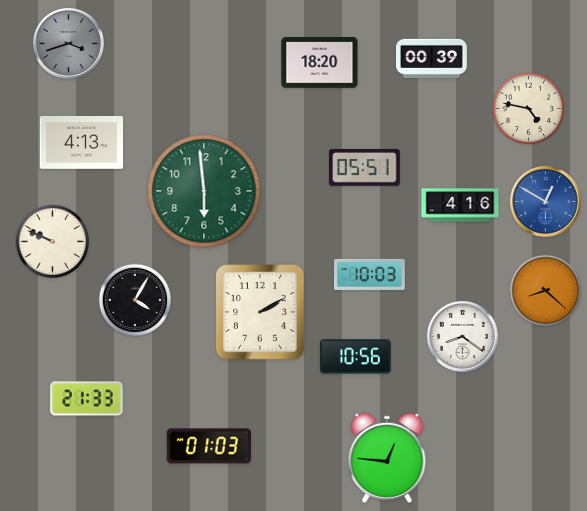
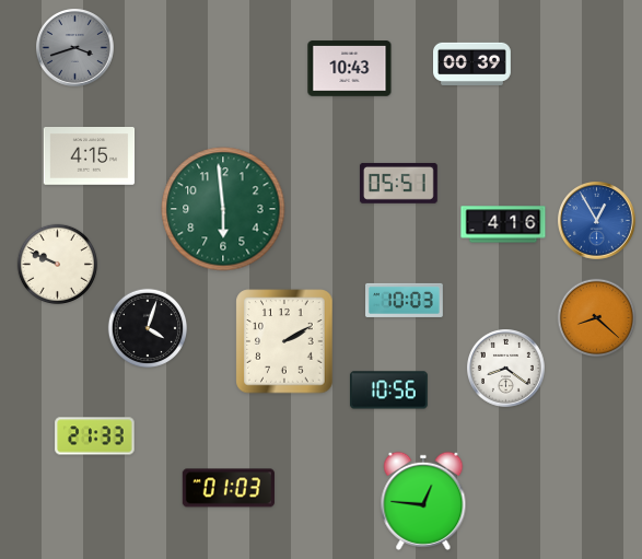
clock at (320, 63): 18:20 -> 10:43
clock at (529, 109): 4:47 -> none
clock at (82, 143): 4:13 -> 4:15
clock at (546, 202): 12:50 -> 12:55
clock at (135, 300): 4:05 -> 4:03
